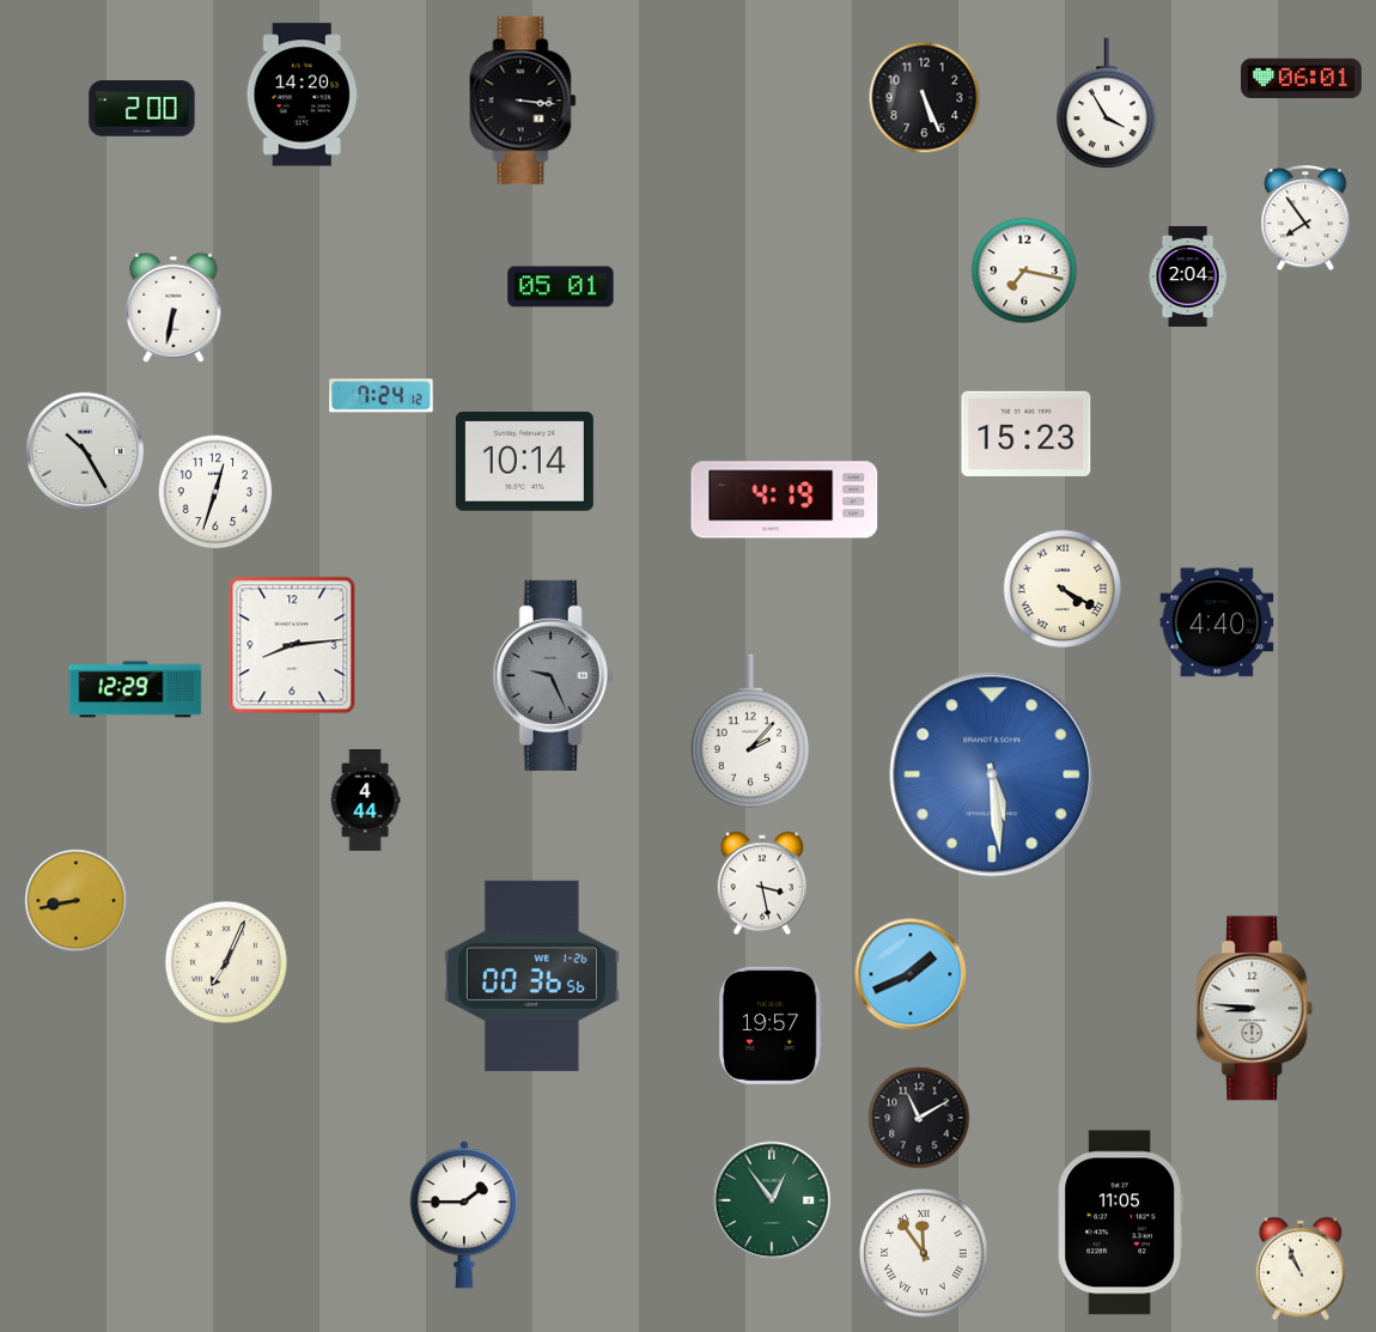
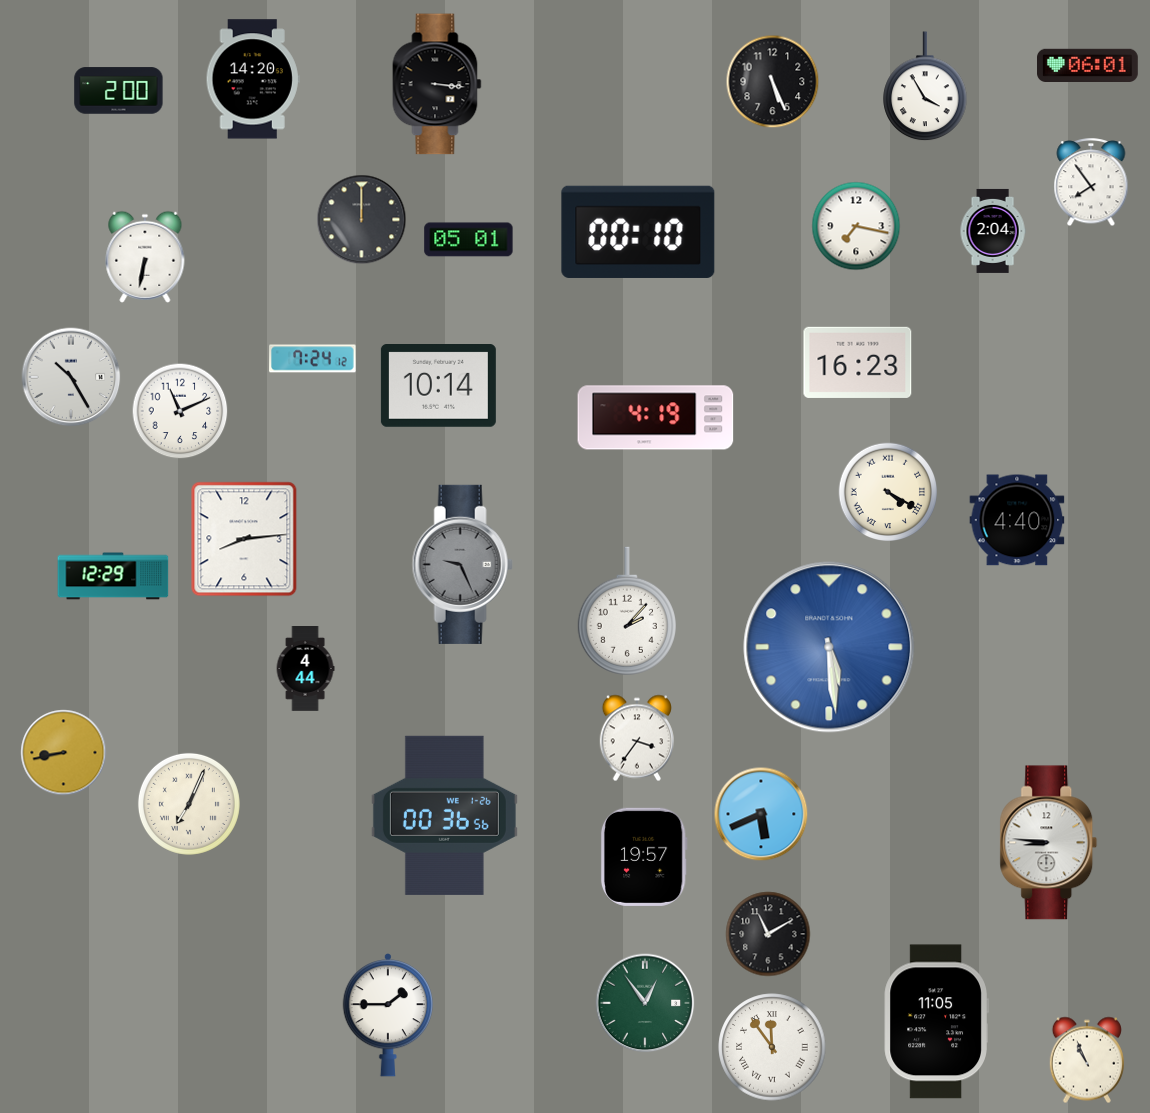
clock at (362, 220): none -> 12:00
clock at (638, 232): none -> 00:10
clock at (382, 396) position: (382, 396) -> (313, 359)
clock at (1027, 433): 15:23 -> 16:23
clock at (215, 492): 12:33 -> 11:11
clock at (761, 883): 3:28 -> 3:36
clock at (911, 974): 1:41 -> 5:41
